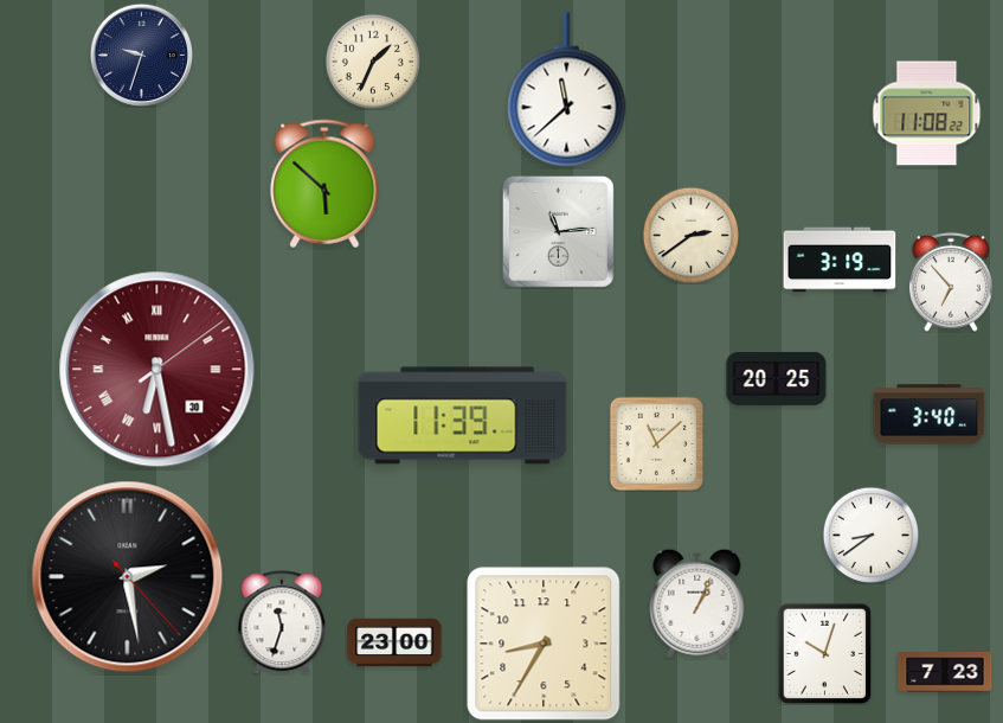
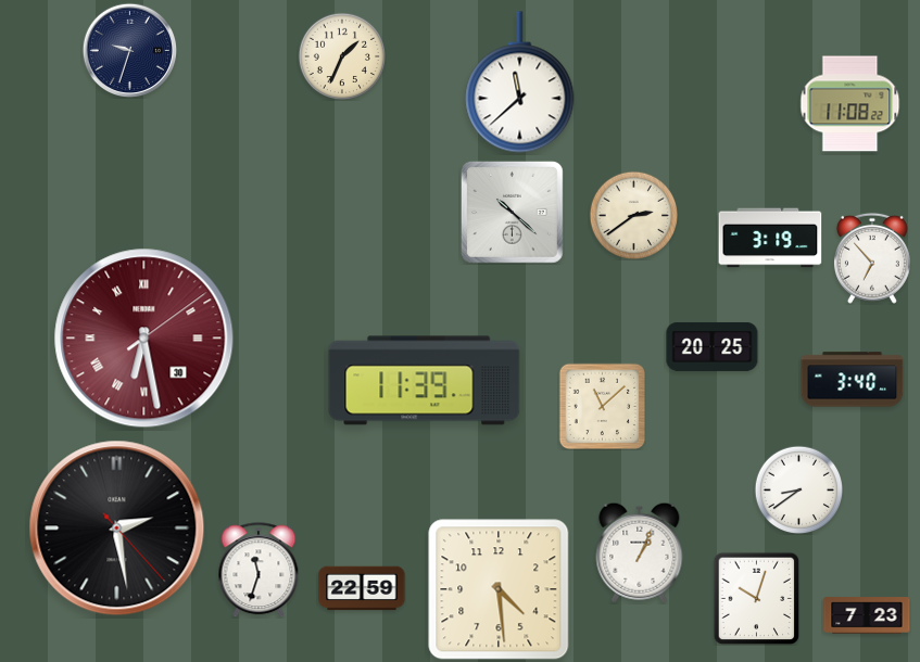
clock at (324, 184): 5:52 -> none
clock at (558, 231): 11:14 -> 10:22
clock at (394, 642): 23:00 -> 22:59
clock at (544, 644): 8:35 -> 4:29
